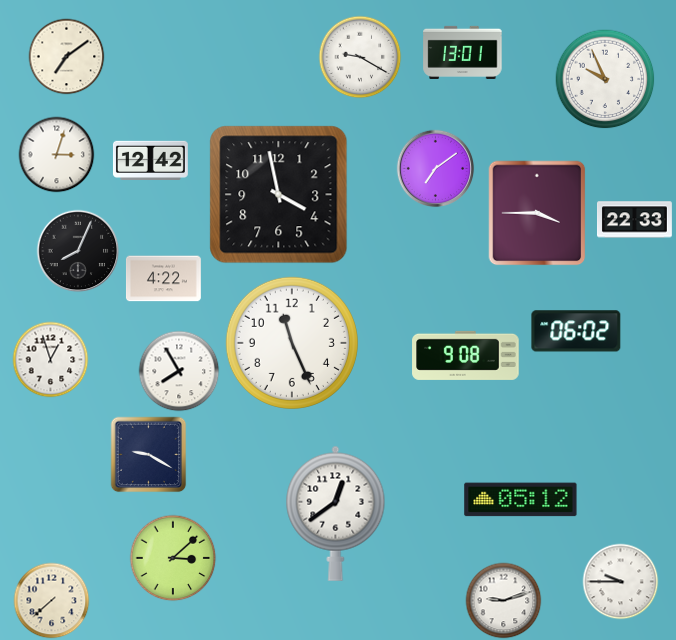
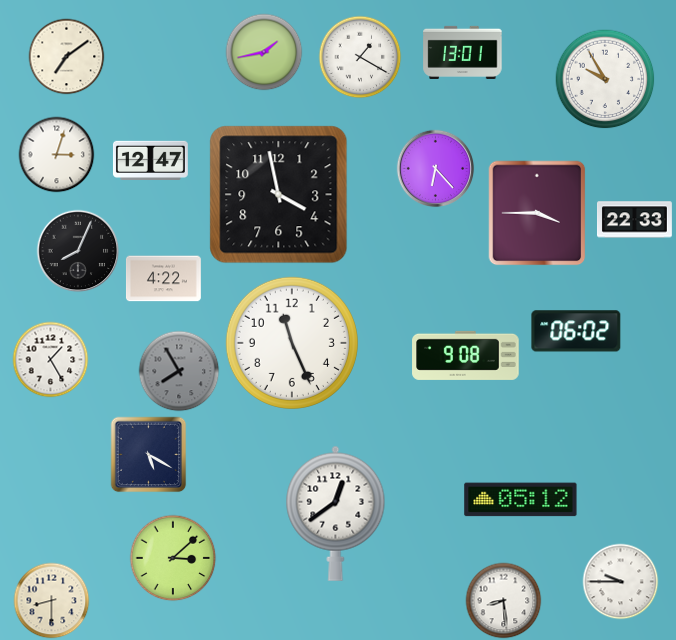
clock at (264, 52): none -> 1:43
clock at (360, 57): 9:20 -> 1:20
clock at (605, 79): 9:56 -> 9:55
clock at (150, 160): 12:42 -> 12:47
clock at (436, 169): 7:09 -> 6:23
clock at (51, 360): 12:57 -> 1:25
clock at (179, 371) dial: white -> grey
clock at (149, 455): 9:20 -> 5:20
clock at (52, 601): 7:38 -> 8:30
clock at (504, 601): 9:12 -> 8:29
